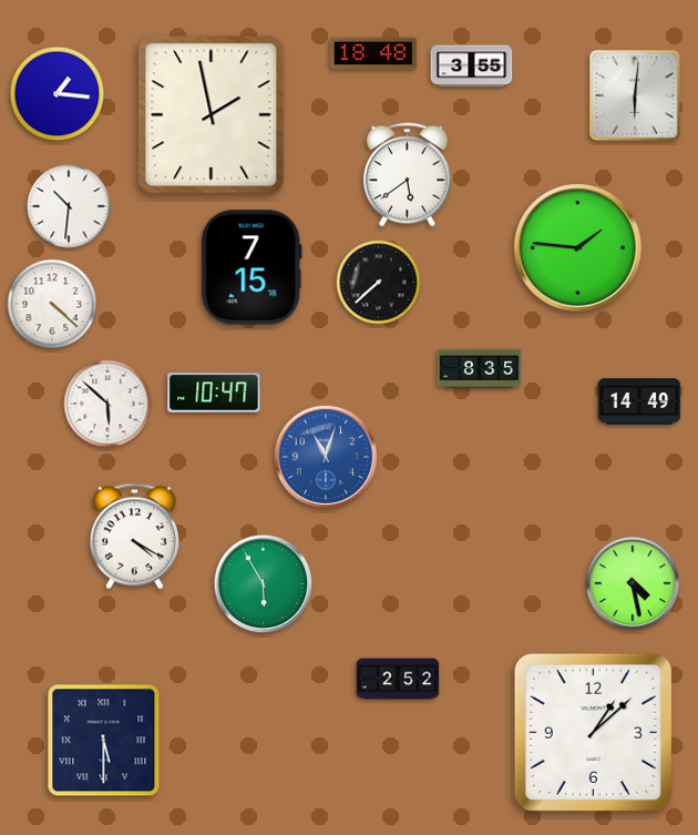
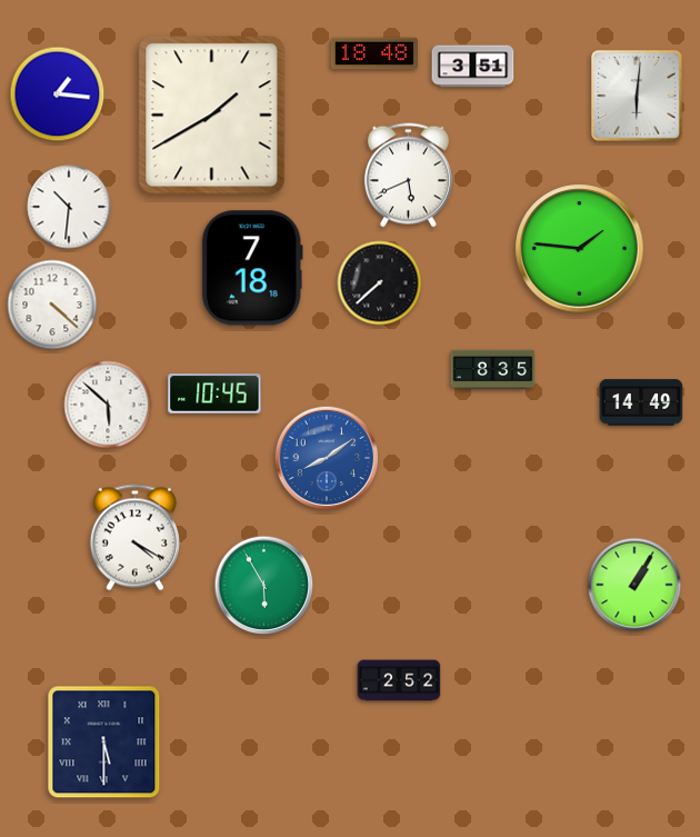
clock at (472, 67): 3:55 -> 3:51
clock at (212, 115): 1:58 -> 1:40
clock at (407, 175): 5:39 -> 5:41
clock at (252, 267): 7:15 -> 7:18
clock at (480, 369) position: (480, 369) -> (493, 370)
clock at (214, 393): 10:47 -> 10:45
clock at (326, 457): 11:03 -> 8:09
clock at (633, 583): 4:28 -> 1:05
clock at (593, 732): 1:08 -> none
